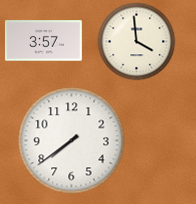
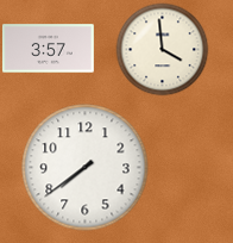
clock at (43, 41) position: (43, 41) -> (48, 49)
